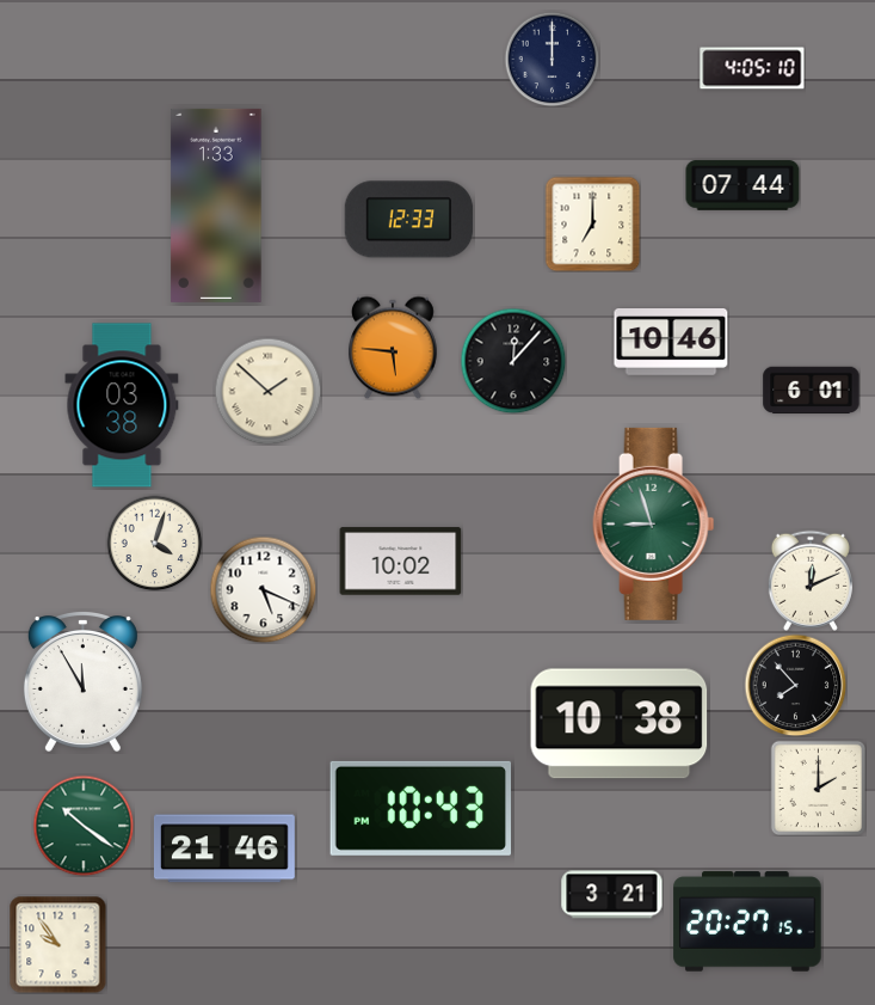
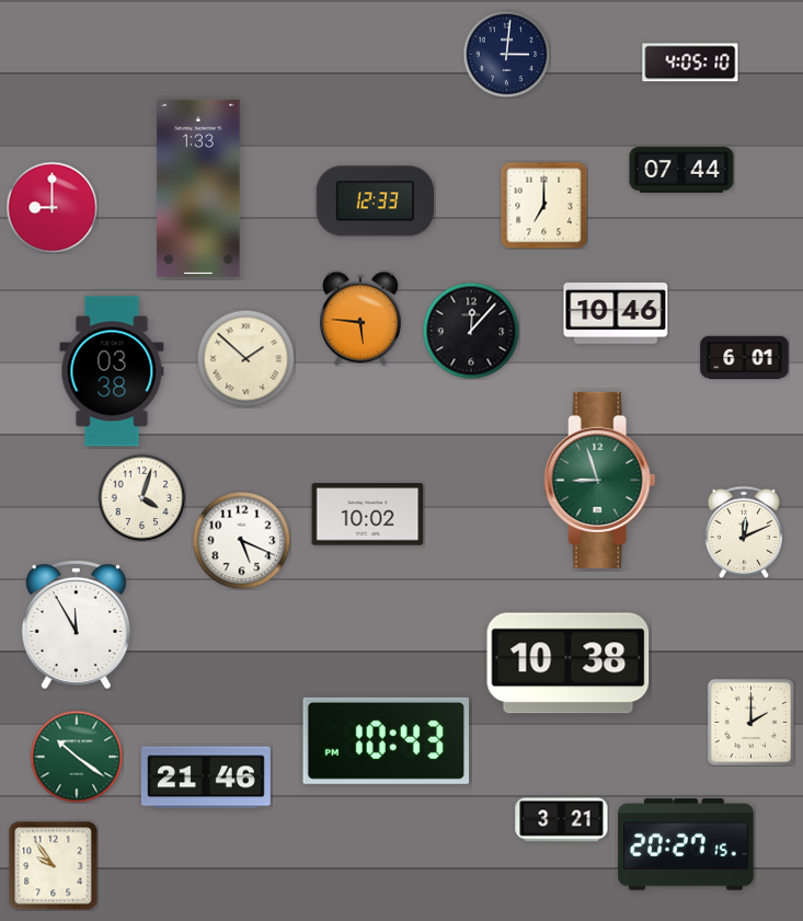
clock at (552, 59): 12:00 -> 3:01
clock at (51, 207): none -> 9:00
clock at (795, 685): 7:53 -> none
